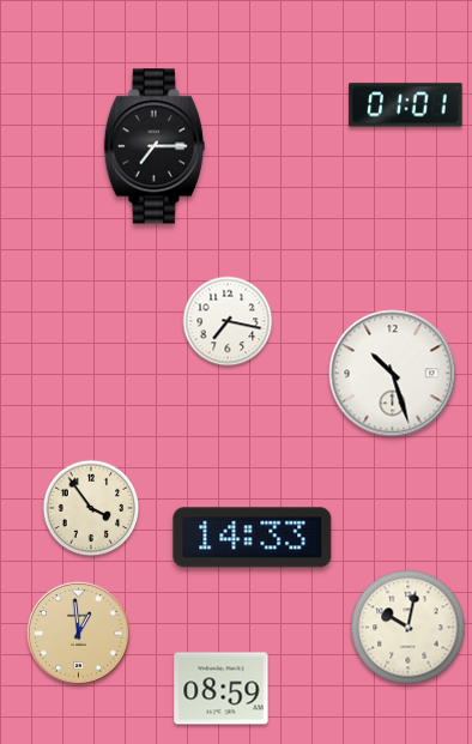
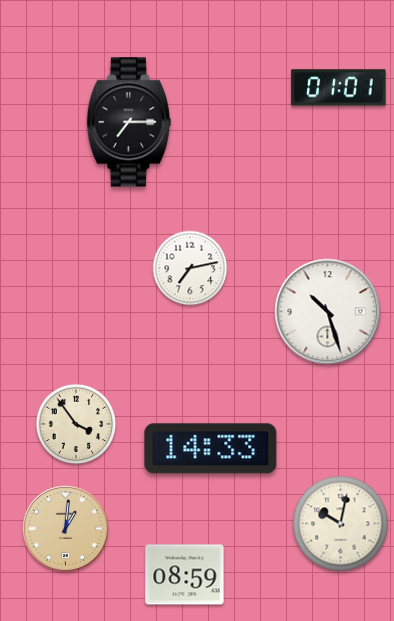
clock at (228, 321): 7:17 -> 7:13
clock at (79, 634): 12:59 -> 1:01
